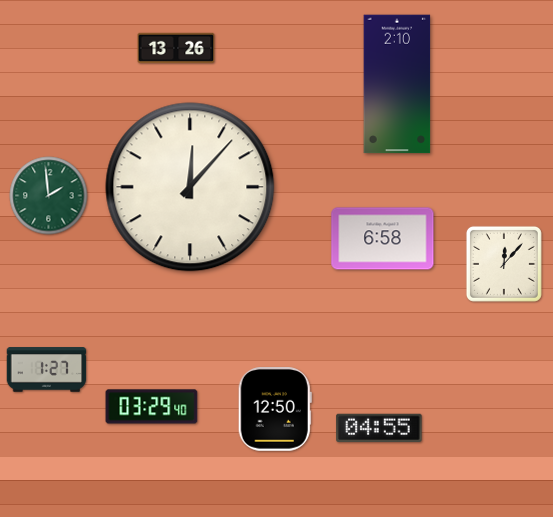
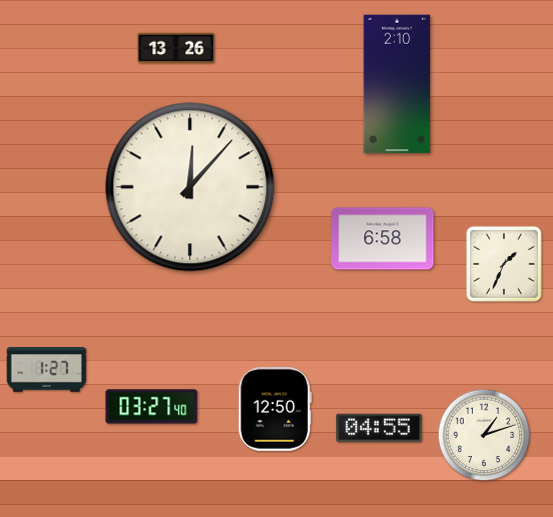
clock at (49, 196): 1:59 -> none
clock at (504, 264): 12:07 -> 1:34
clock at (152, 407): 03:29 -> 03:27
clock at (484, 435): none -> 1:12
